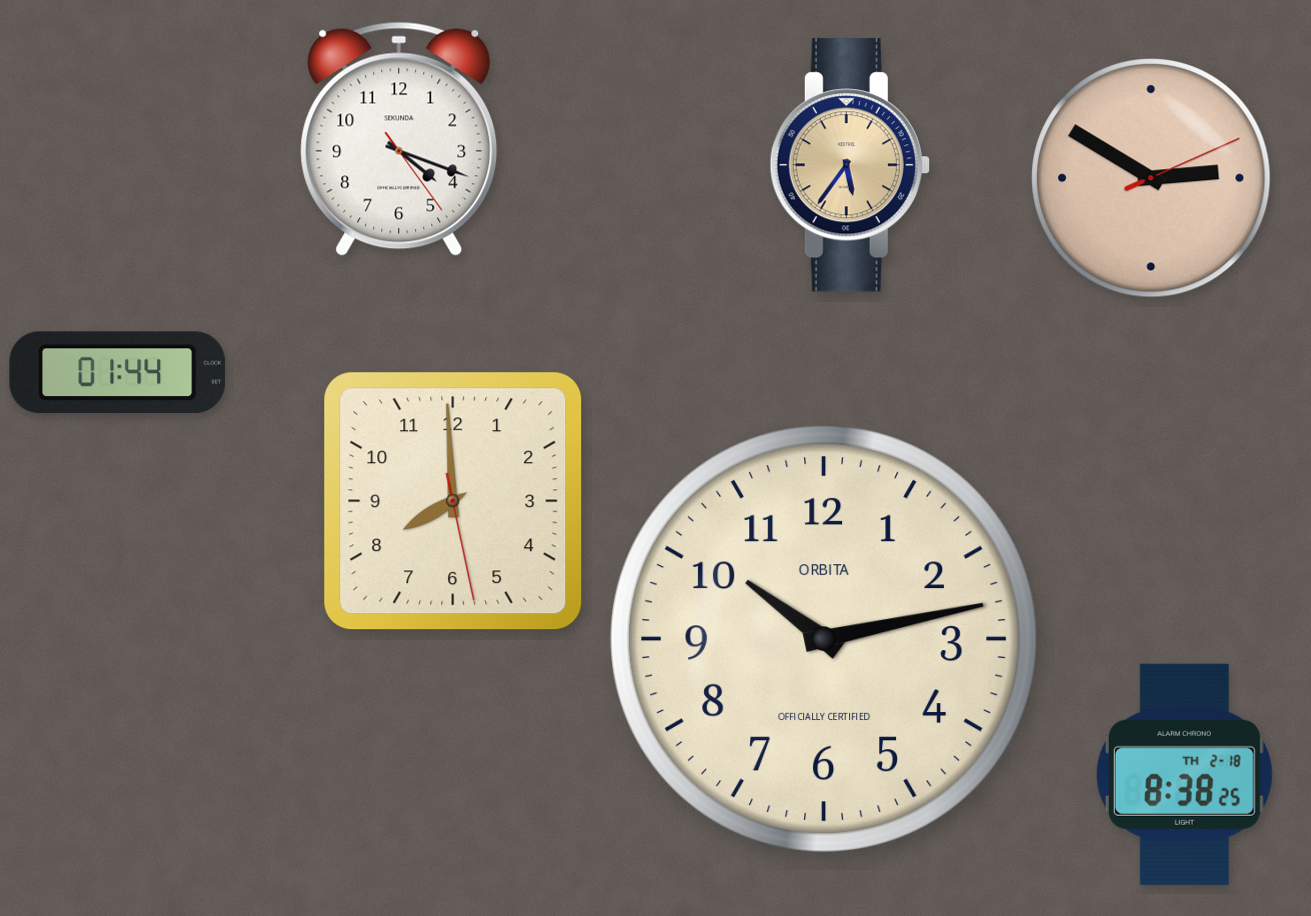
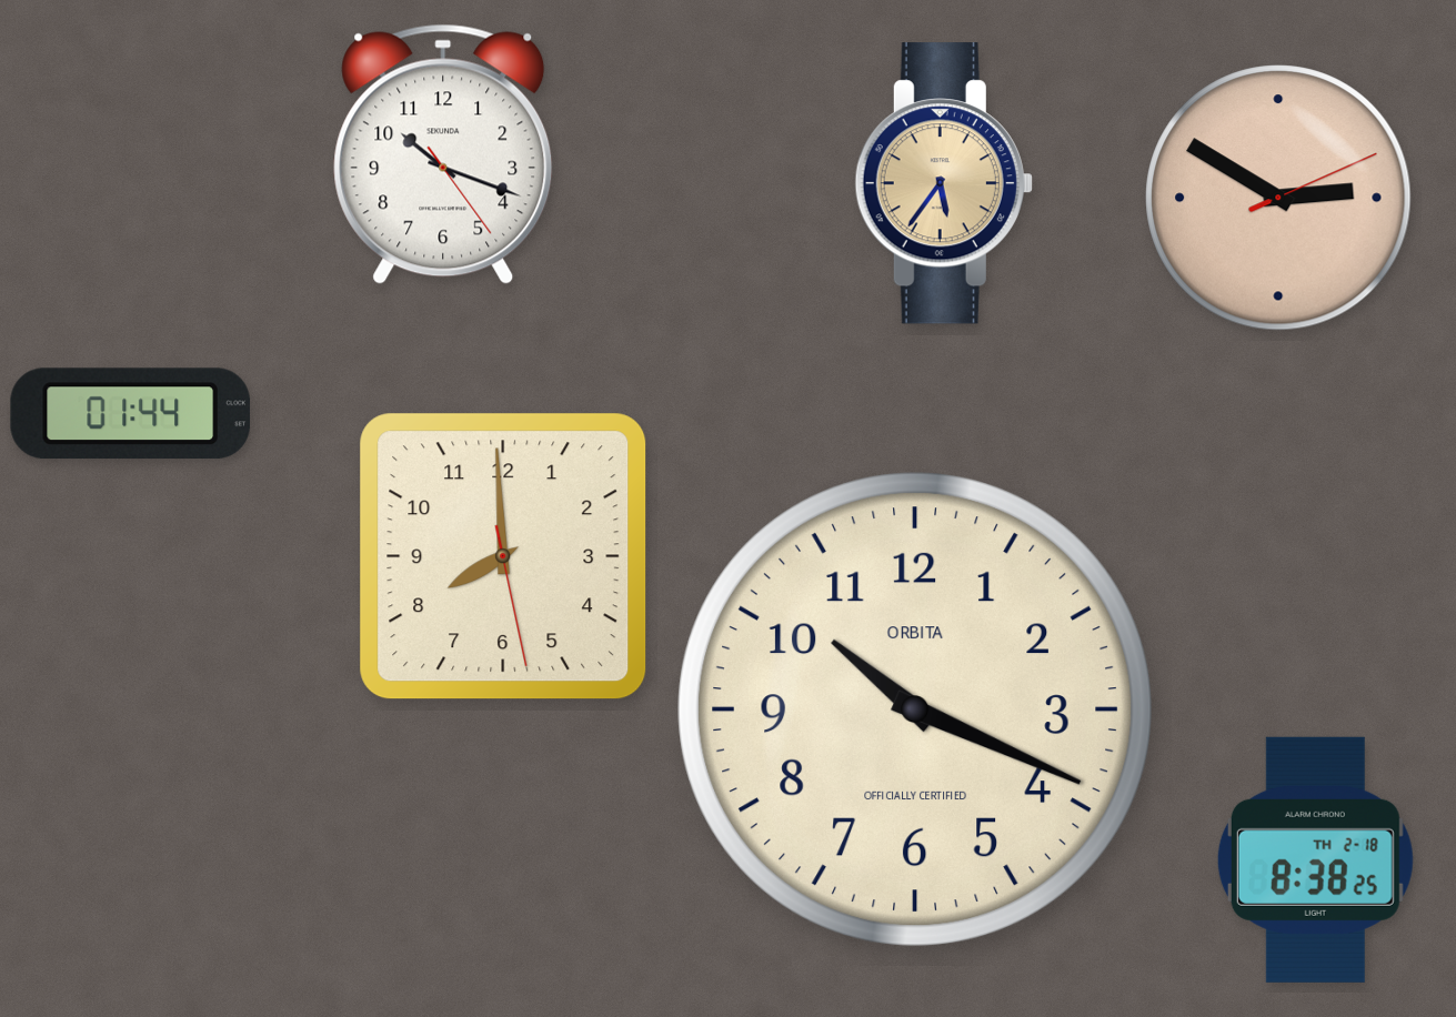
clock at (399, 139): 4:18 -> 10:18
clock at (824, 639): 10:13 -> 10:19
